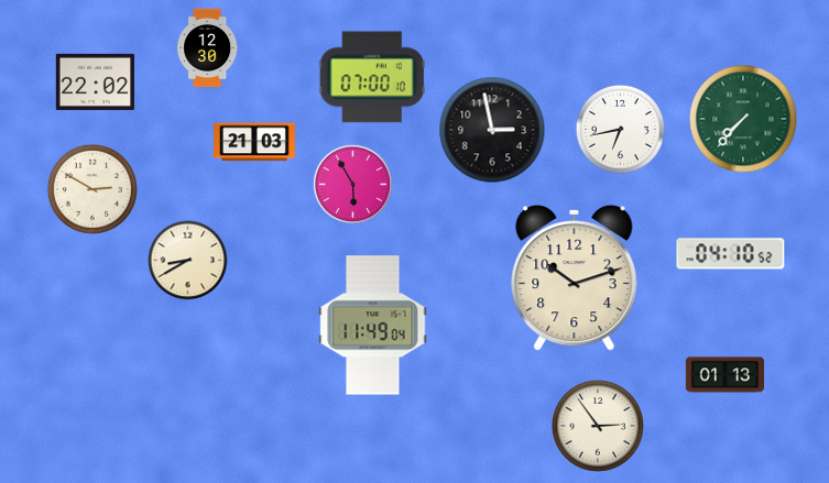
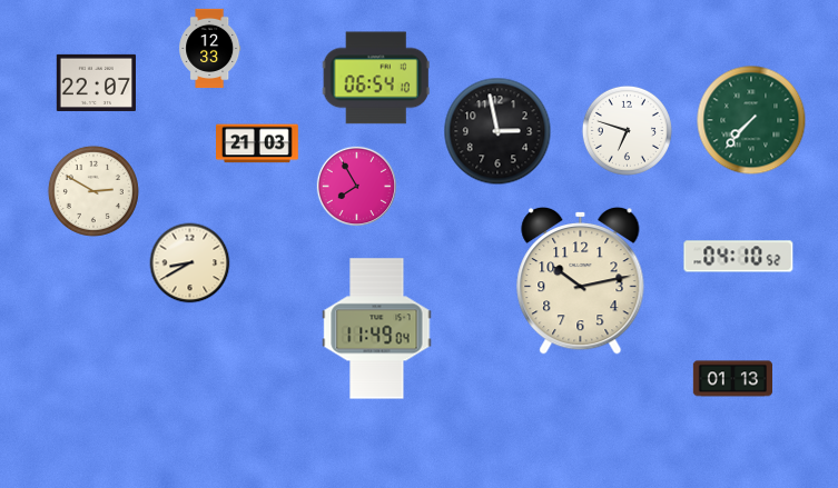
clock at (208, 48): 12:30 -> 12:33
clock at (372, 77): 07:00 -> 06:54
clock at (95, 81): 22:02 -> 22:07
clock at (620, 129): 6:43 -> 6:48
clock at (353, 185): 5:55 -> 7:55
clock at (575, 277): 10:12 -> 10:13
clock at (598, 426): 2:54 -> none
